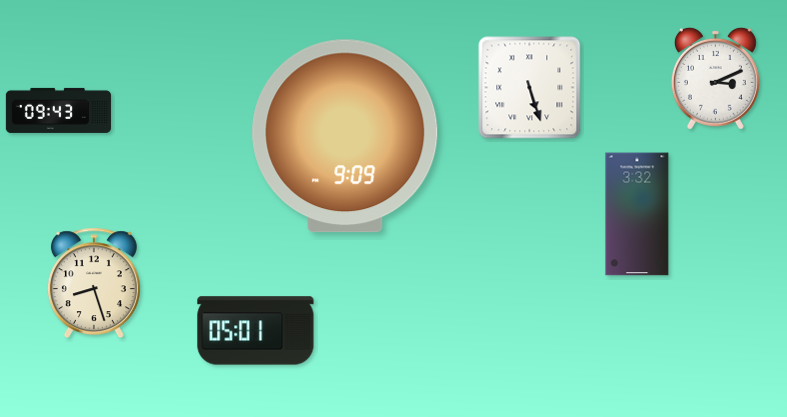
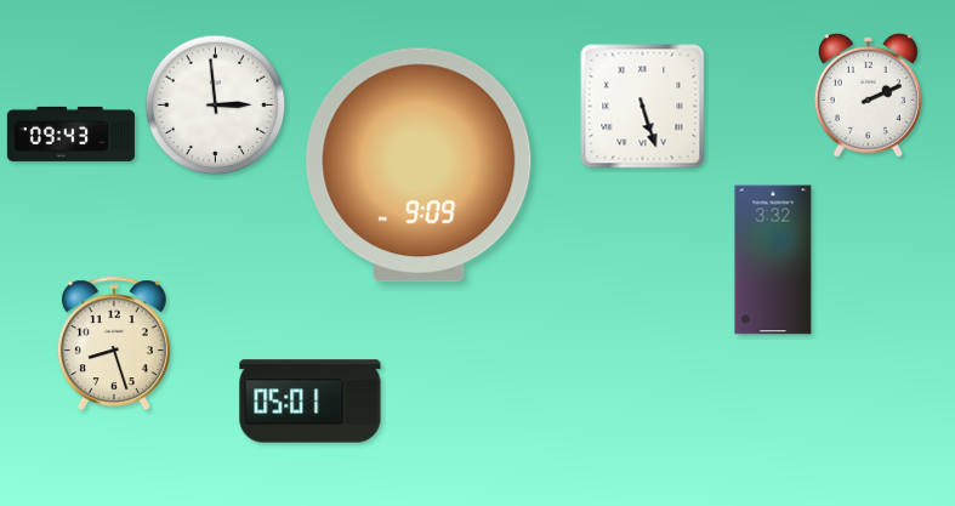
clock at (715, 78): 3:11 -> 2:11
clock at (216, 106): none -> 2:59
